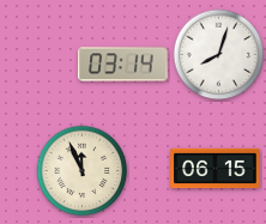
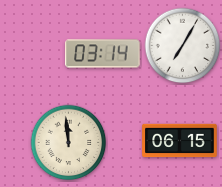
clock at (219, 55): 8:03 -> 7:05
clock at (83, 171): 11:56 -> 11:59
